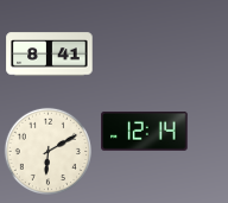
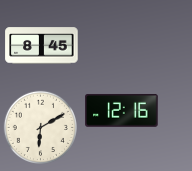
clock at (50, 55): 8:41 -> 8:45
clock at (145, 131): 12:14 -> 12:16
